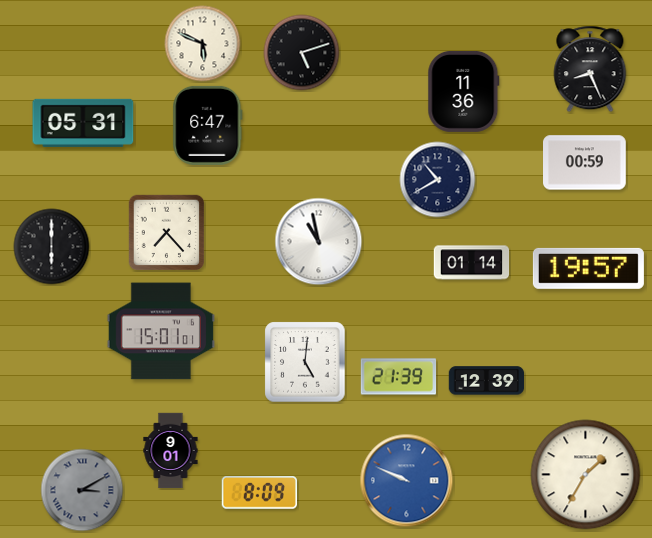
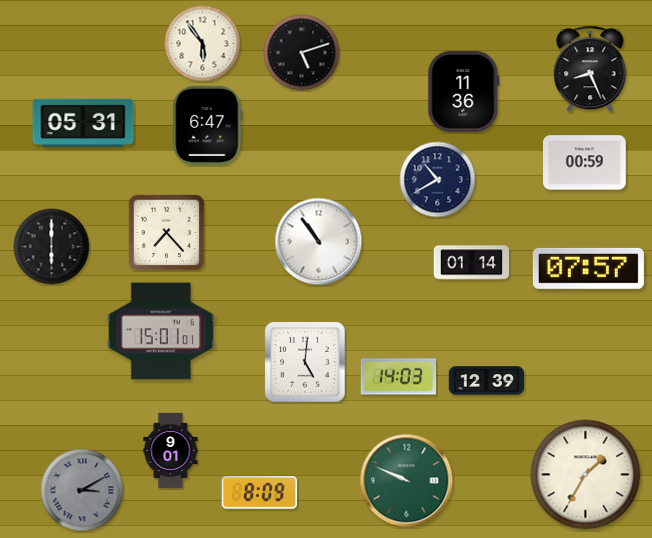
clock at (203, 44): 5:49 -> 5:54
clock at (319, 242): 10:58 -> 10:54
clock at (588, 268): 19:57 -> 07:57
clock at (399, 377): 21:39 -> 14:03
clock at (407, 481) dial: blue -> green
